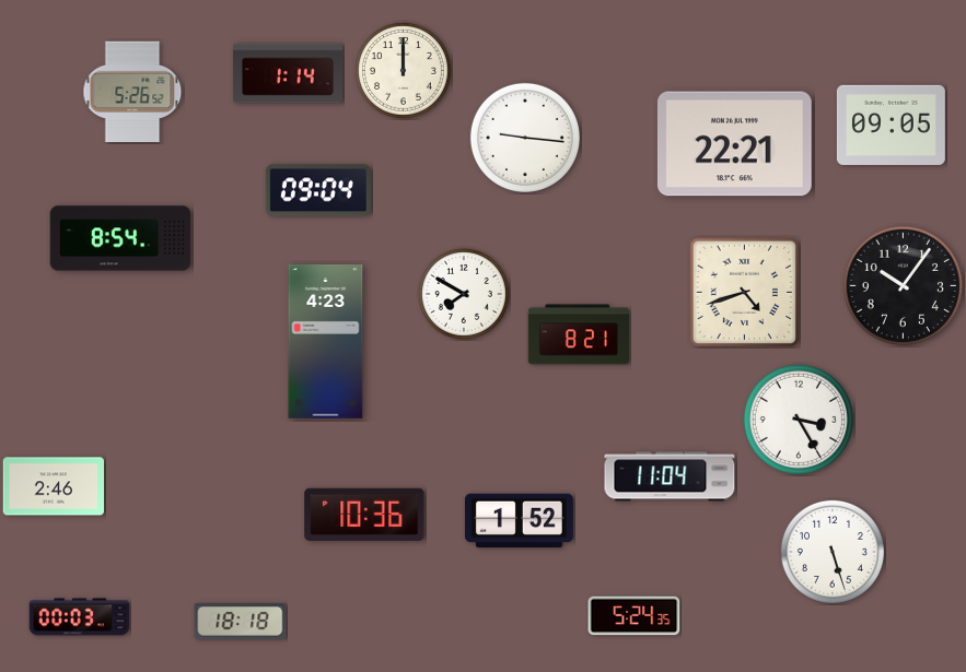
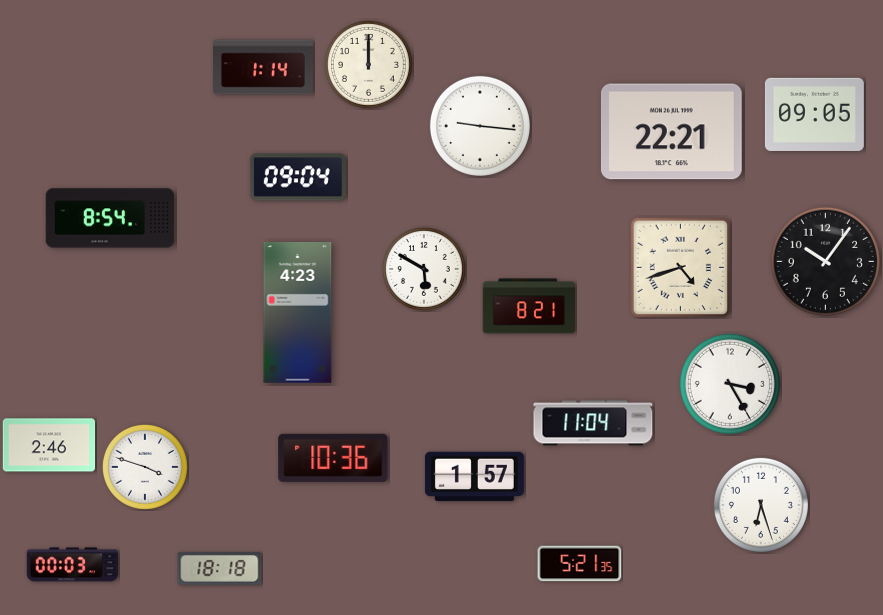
clock at (132, 91): 5:26 -> none
clock at (318, 190) position: (318, 190) -> (298, 177)
clock at (464, 294): 7:50 -> 5:50
clock at (670, 476) position: (670, 476) -> (593, 423)
clock at (145, 467): none -> 3:48
clock at (364, 515) position: (364, 515) -> (333, 458)
clock at (519, 521): 1:52 -> 1:57
clock at (833, 552): 5:27 -> 6:27
clock at (635, 616): 5:24 -> 5:21
